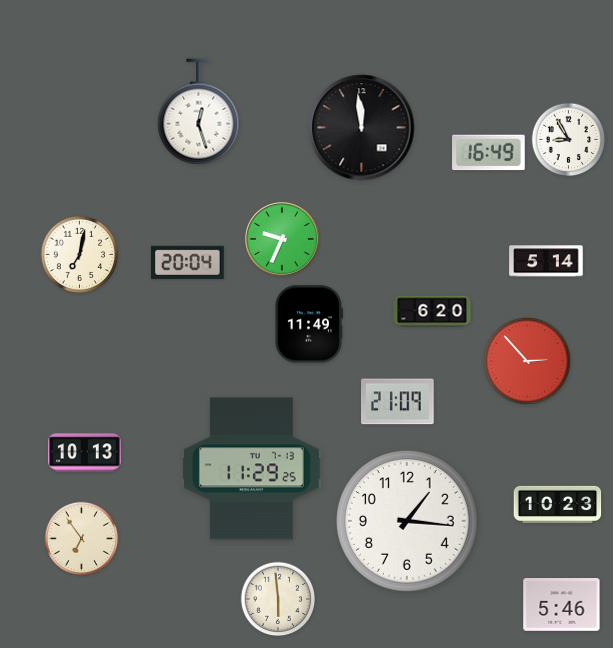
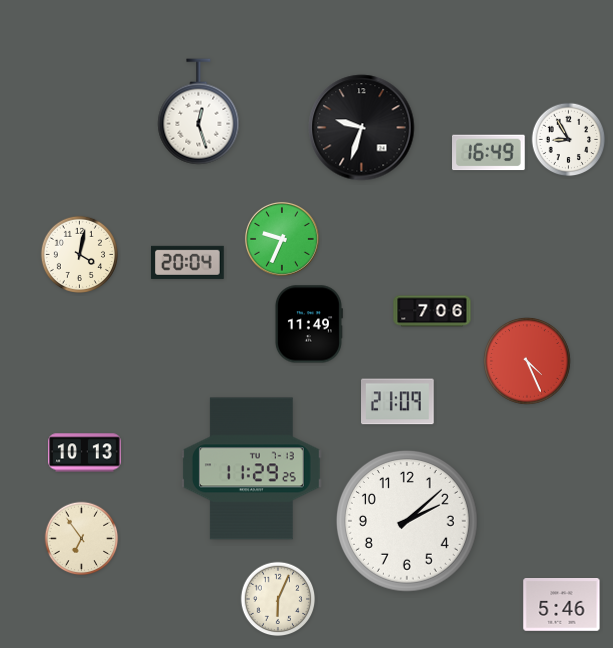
clock at (362, 128): 11:59 -> 9:33
clock at (79, 254): 7:02 -> 4:02
clock at (546, 261): 5:14 -> none
clock at (432, 311): 6:20 -> 7:06
clock at (527, 361): 2:53 -> 4:26
clock at (558, 504): 10:23 -> none
clock at (407, 521): 1:16 -> 2:08
clock at (278, 599): 5:59 -> 6:04
